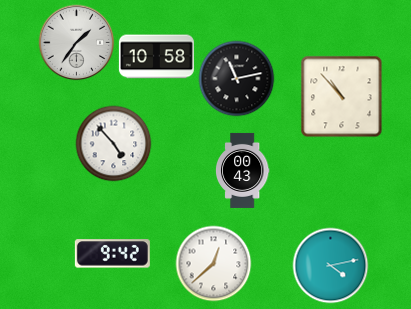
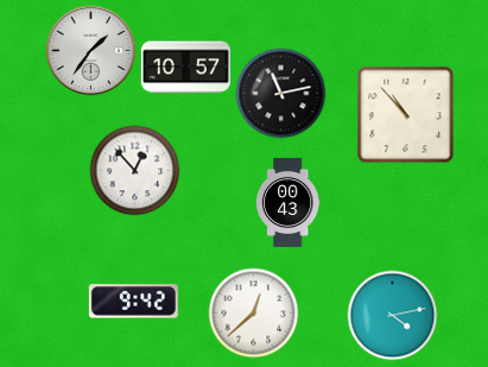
clock at (156, 57): 10:58 -> 10:57
clock at (114, 144): 4:53 -> 12:53
